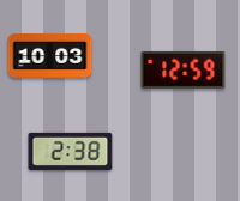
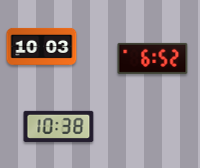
clock at (184, 69): 12:59 -> 6:52
clock at (71, 151): 2:38 -> 10:38
